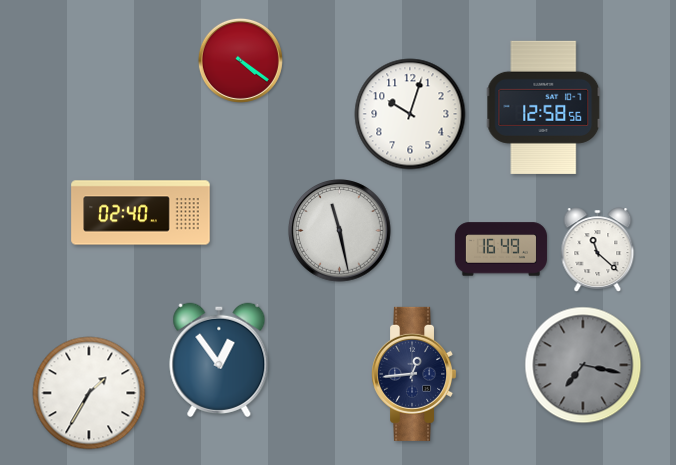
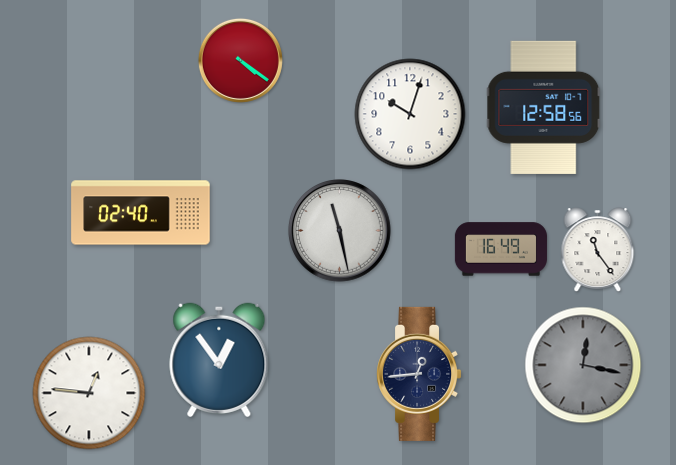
clock at (598, 249): 11:22 -> 11:24
clock at (583, 365): 7:17 -> 12:17
clock at (414, 374) position: (414, 374) -> (419, 374)
clock at (89, 393): 1:35 -> 12:46
